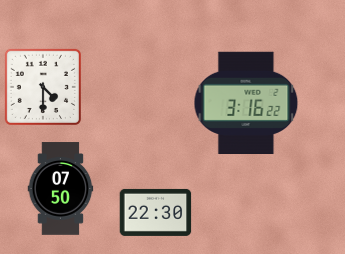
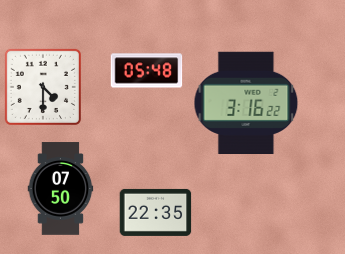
clock at (147, 71): none -> 05:48
clock at (156, 212): 22:30 -> 22:35
